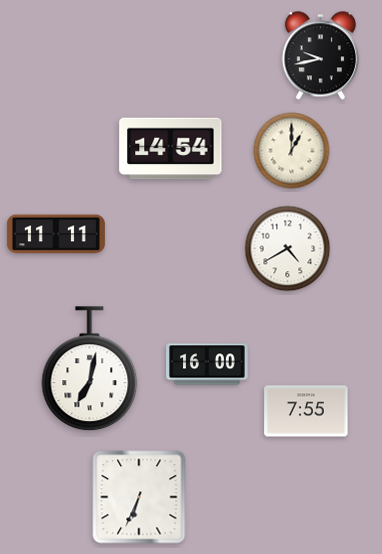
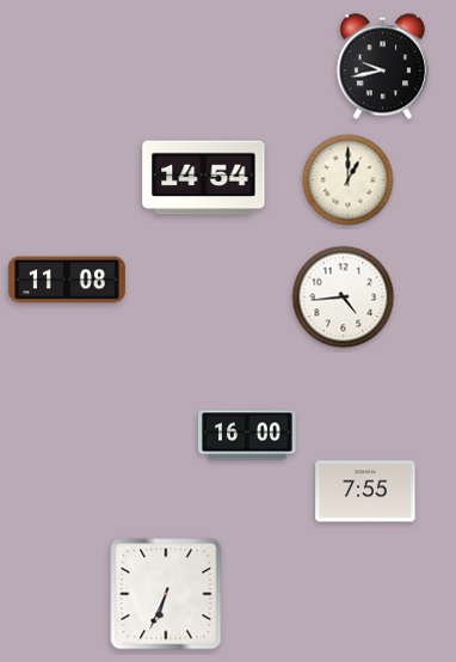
clock at (56, 234): 11:11 -> 11:08
clock at (288, 249): 4:40 -> 4:44
clock at (90, 369): 7:02 -> none
